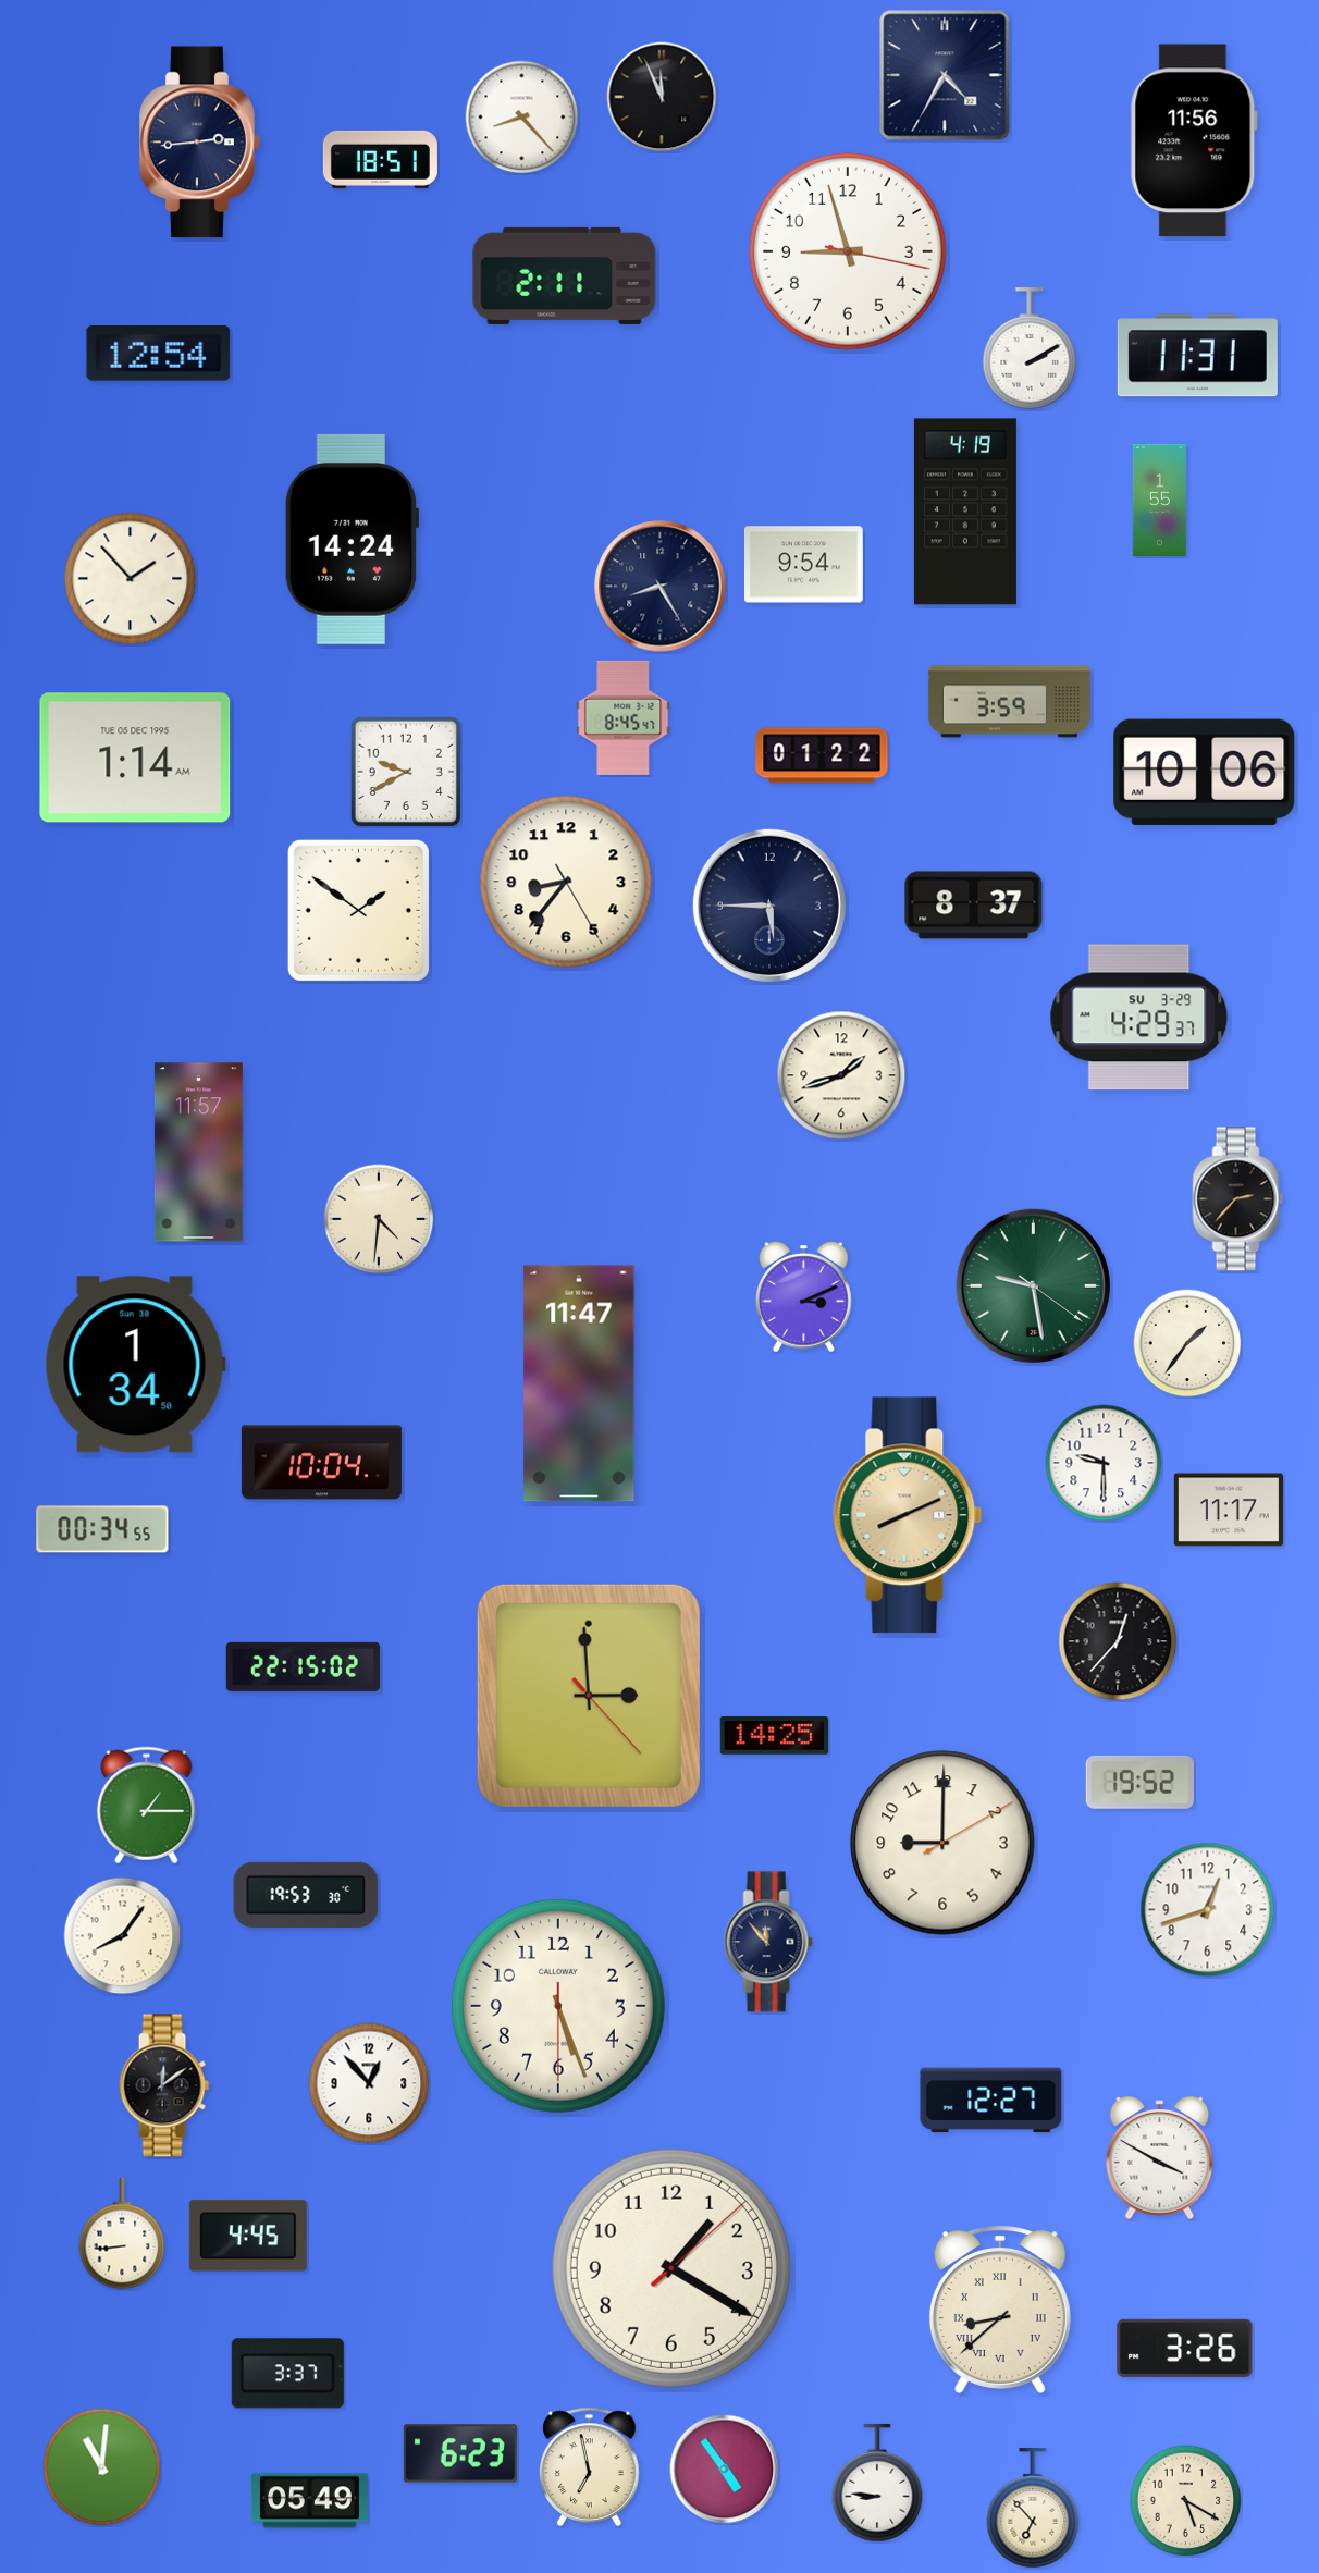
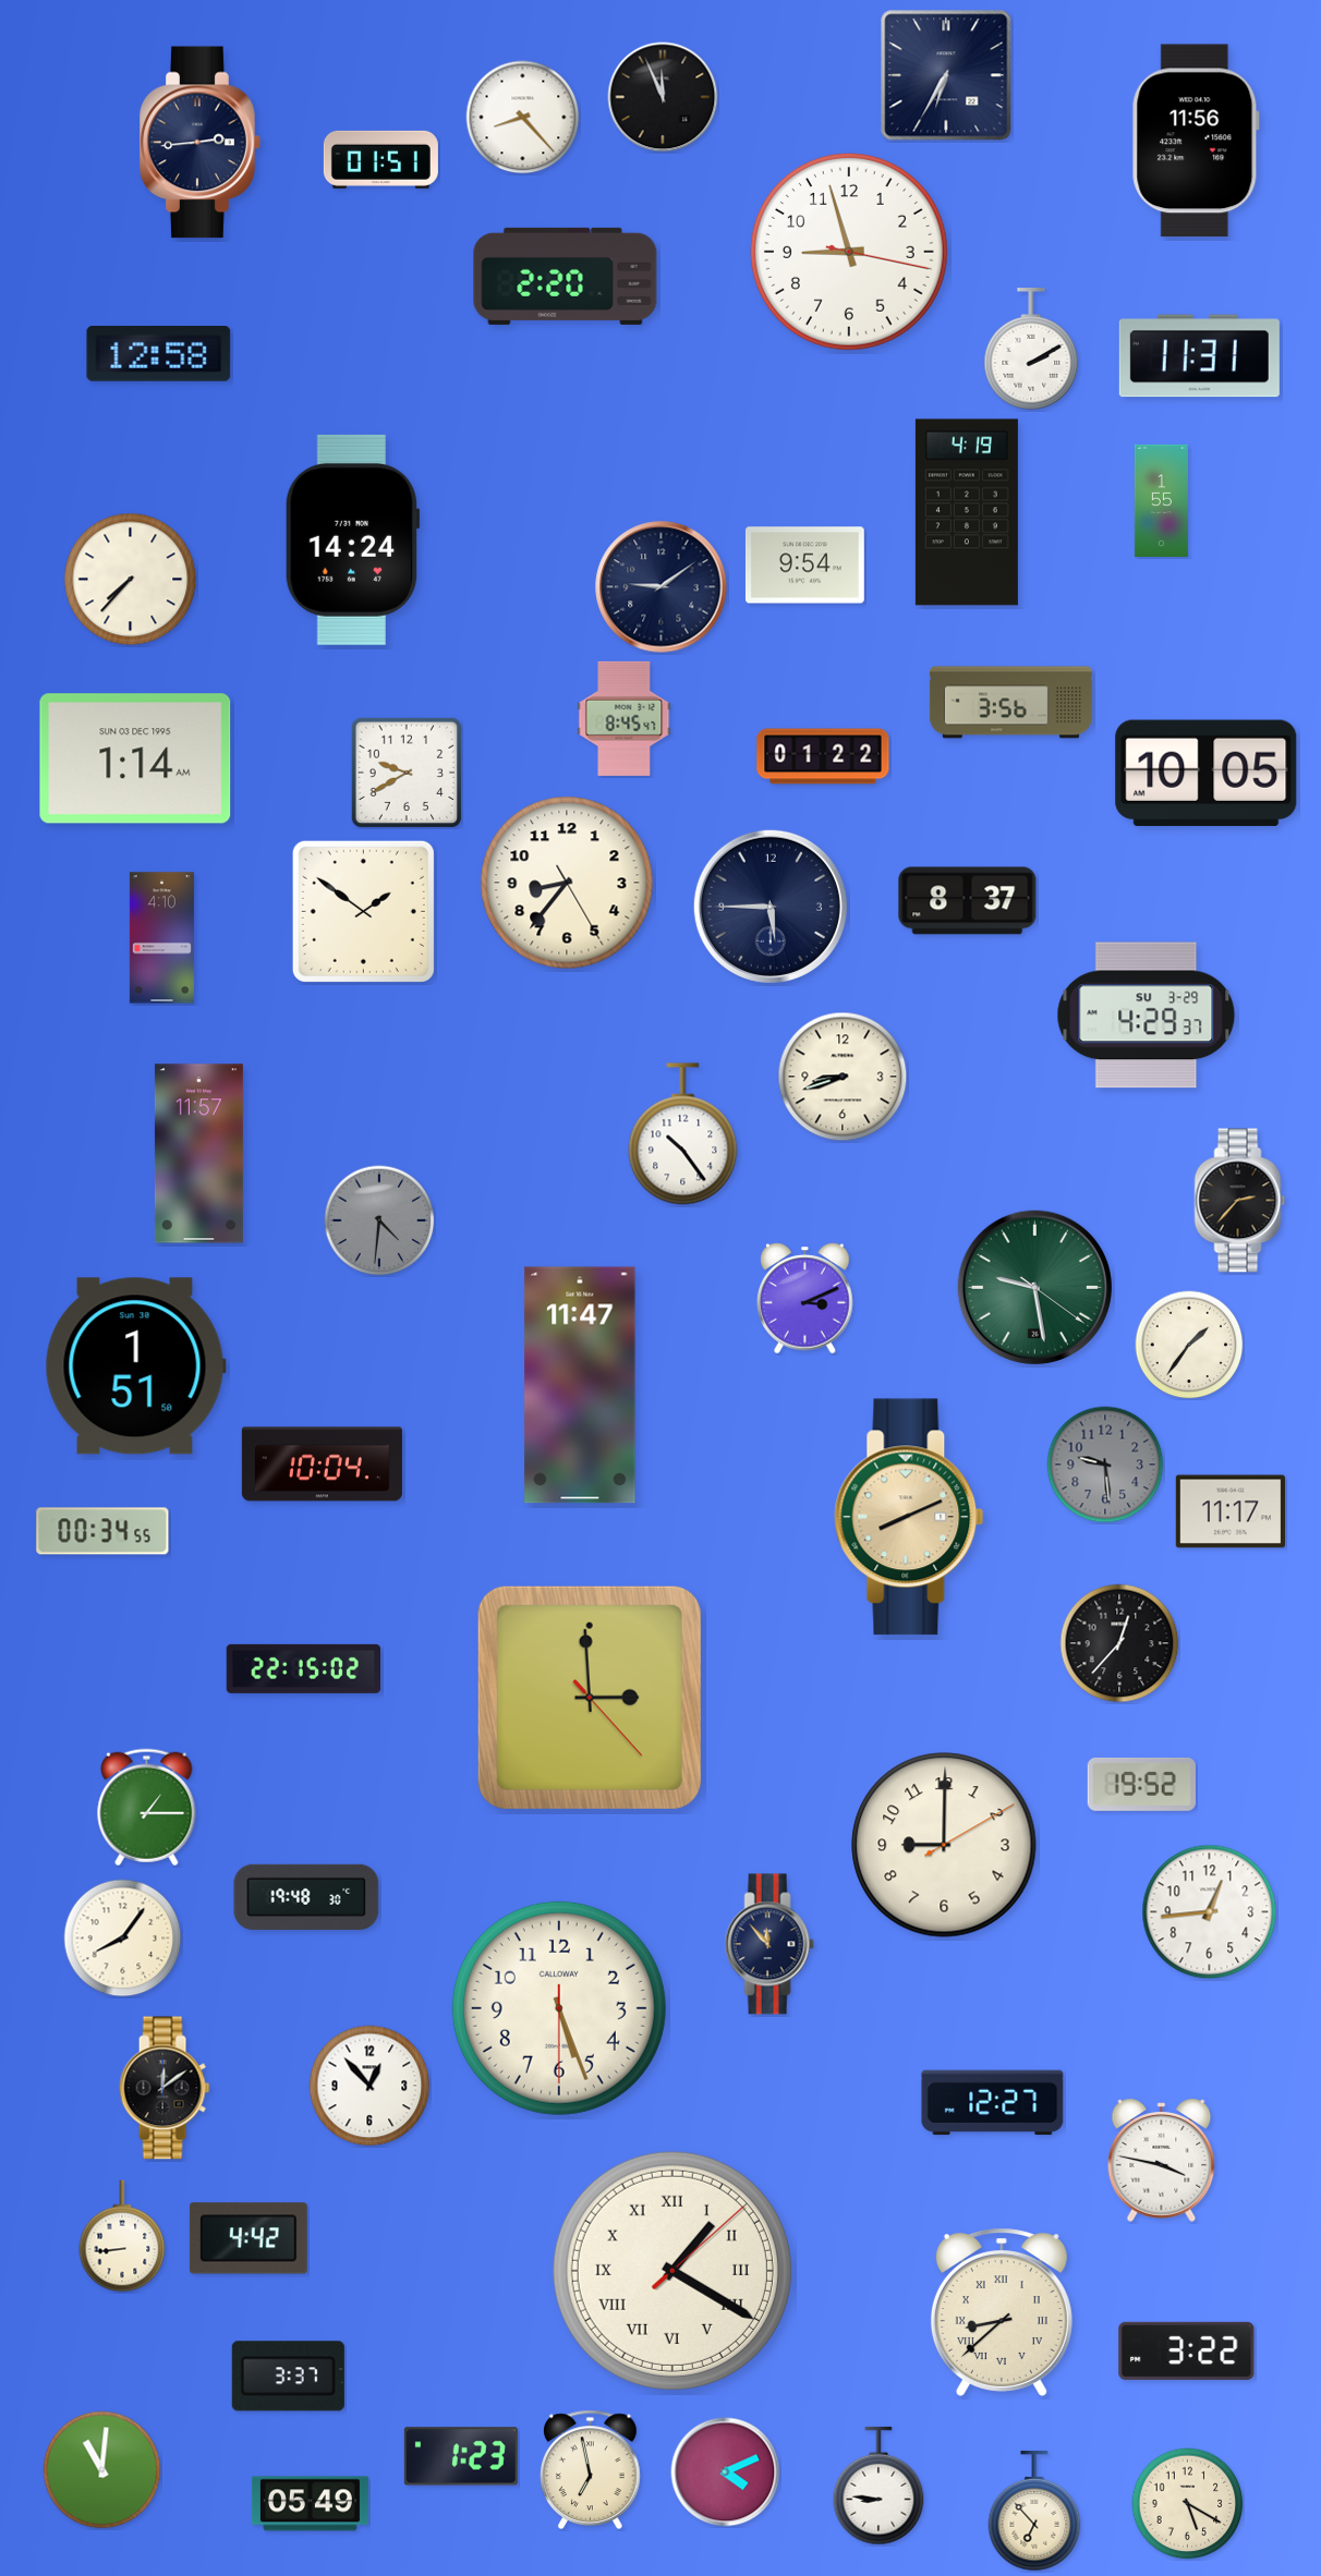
clock at (945, 75): 4:35 -> 6:35
clock at (380, 159): 18:51 -> 01:51
clock at (565, 275): 2:11 -> 2:20
clock at (159, 354): 12:54 -> 12:58
clock at (131, 579): 1:53 -> 7:37
clock at (661, 587): 8:25 -> 9:09
clock at (1009, 702): 3:59 -> 3:56
clock at (135, 758) date: TUE 05 DEC 1995 -> SUN 03 DEC 1995
clock at (1205, 772): 10:06 -> 10:05
clock at (974, 906) position: (974, 906) -> (968, 901)
clock at (358, 910) position: (358, 910) -> (363, 911)
clock at (161, 938): none -> 4:10
clock at (1139, 1018) position: (1139, 1018) -> (1147, 1016)
clock at (841, 1075): 1:42 -> 8:42
clock at (683, 1134): none -> 10:24
clock at (379, 1219) dial: cream -> grey
clock at (135, 1365): 1:34 -> 1:51
clock at (1104, 1463): 9:30 -> 9:29
clock at (1104, 1463) dial: white -> grey
clock at (775, 1736): 14:25 -> none
clock at (306, 1895): 19:53 -> 19:48
clock at (1208, 1910): 12:42 -> 12:44
clock at (1160, 2157): 3:50 -> 3:47
clock at (248, 2236): 4:45 -> 4:42
clock at (671, 2268) numerals: Arabic -> Roman
clock at (1185, 2348): 3:26 -> 3:22
clock at (460, 2453): 6:23 -> 1:23
clock at (725, 2470): 4:54 -> 4:11
